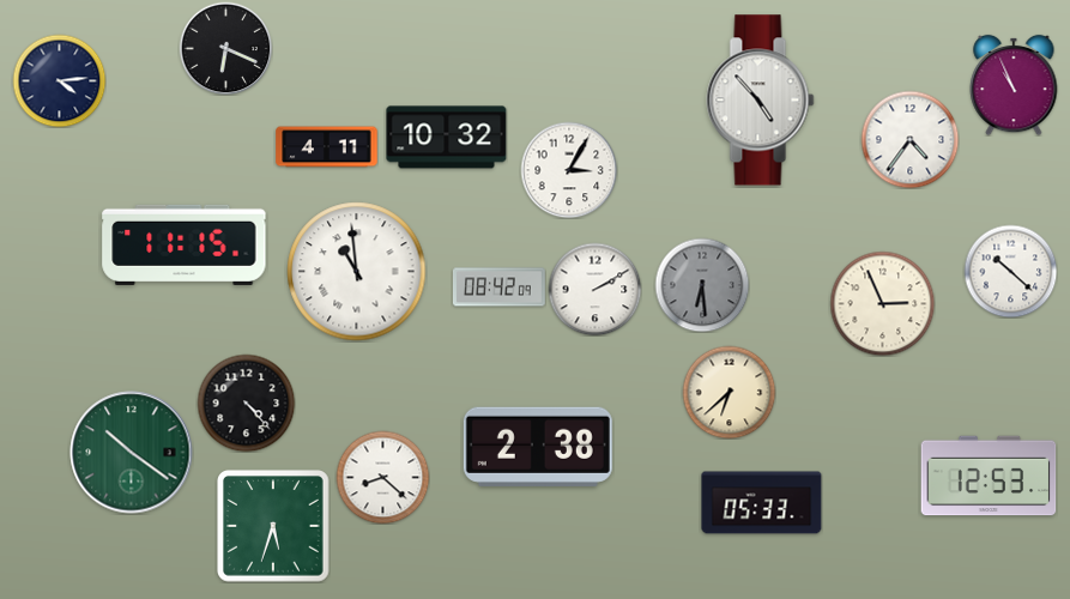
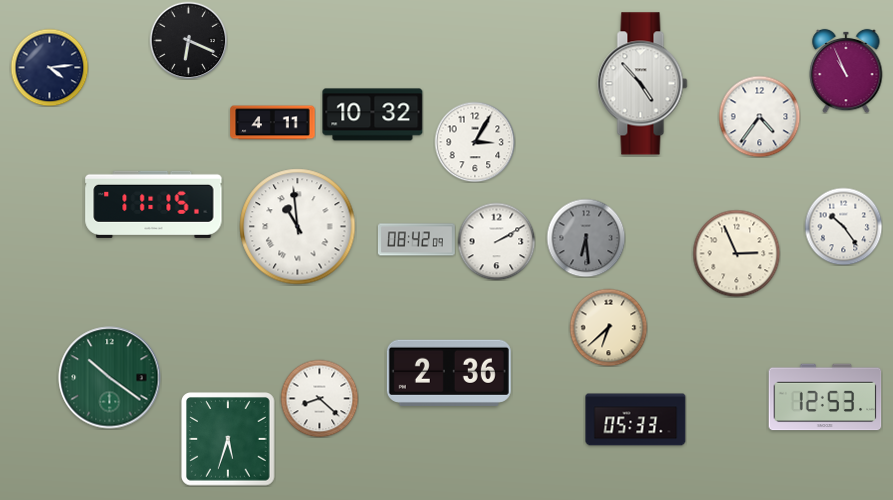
clock at (761, 101) position: (761, 101) -> (643, 84)
clock at (1010, 271): 10:22 -> 10:24
clock at (246, 403): 4:23 -> none
clock at (538, 447): 2:38 -> 2:36
